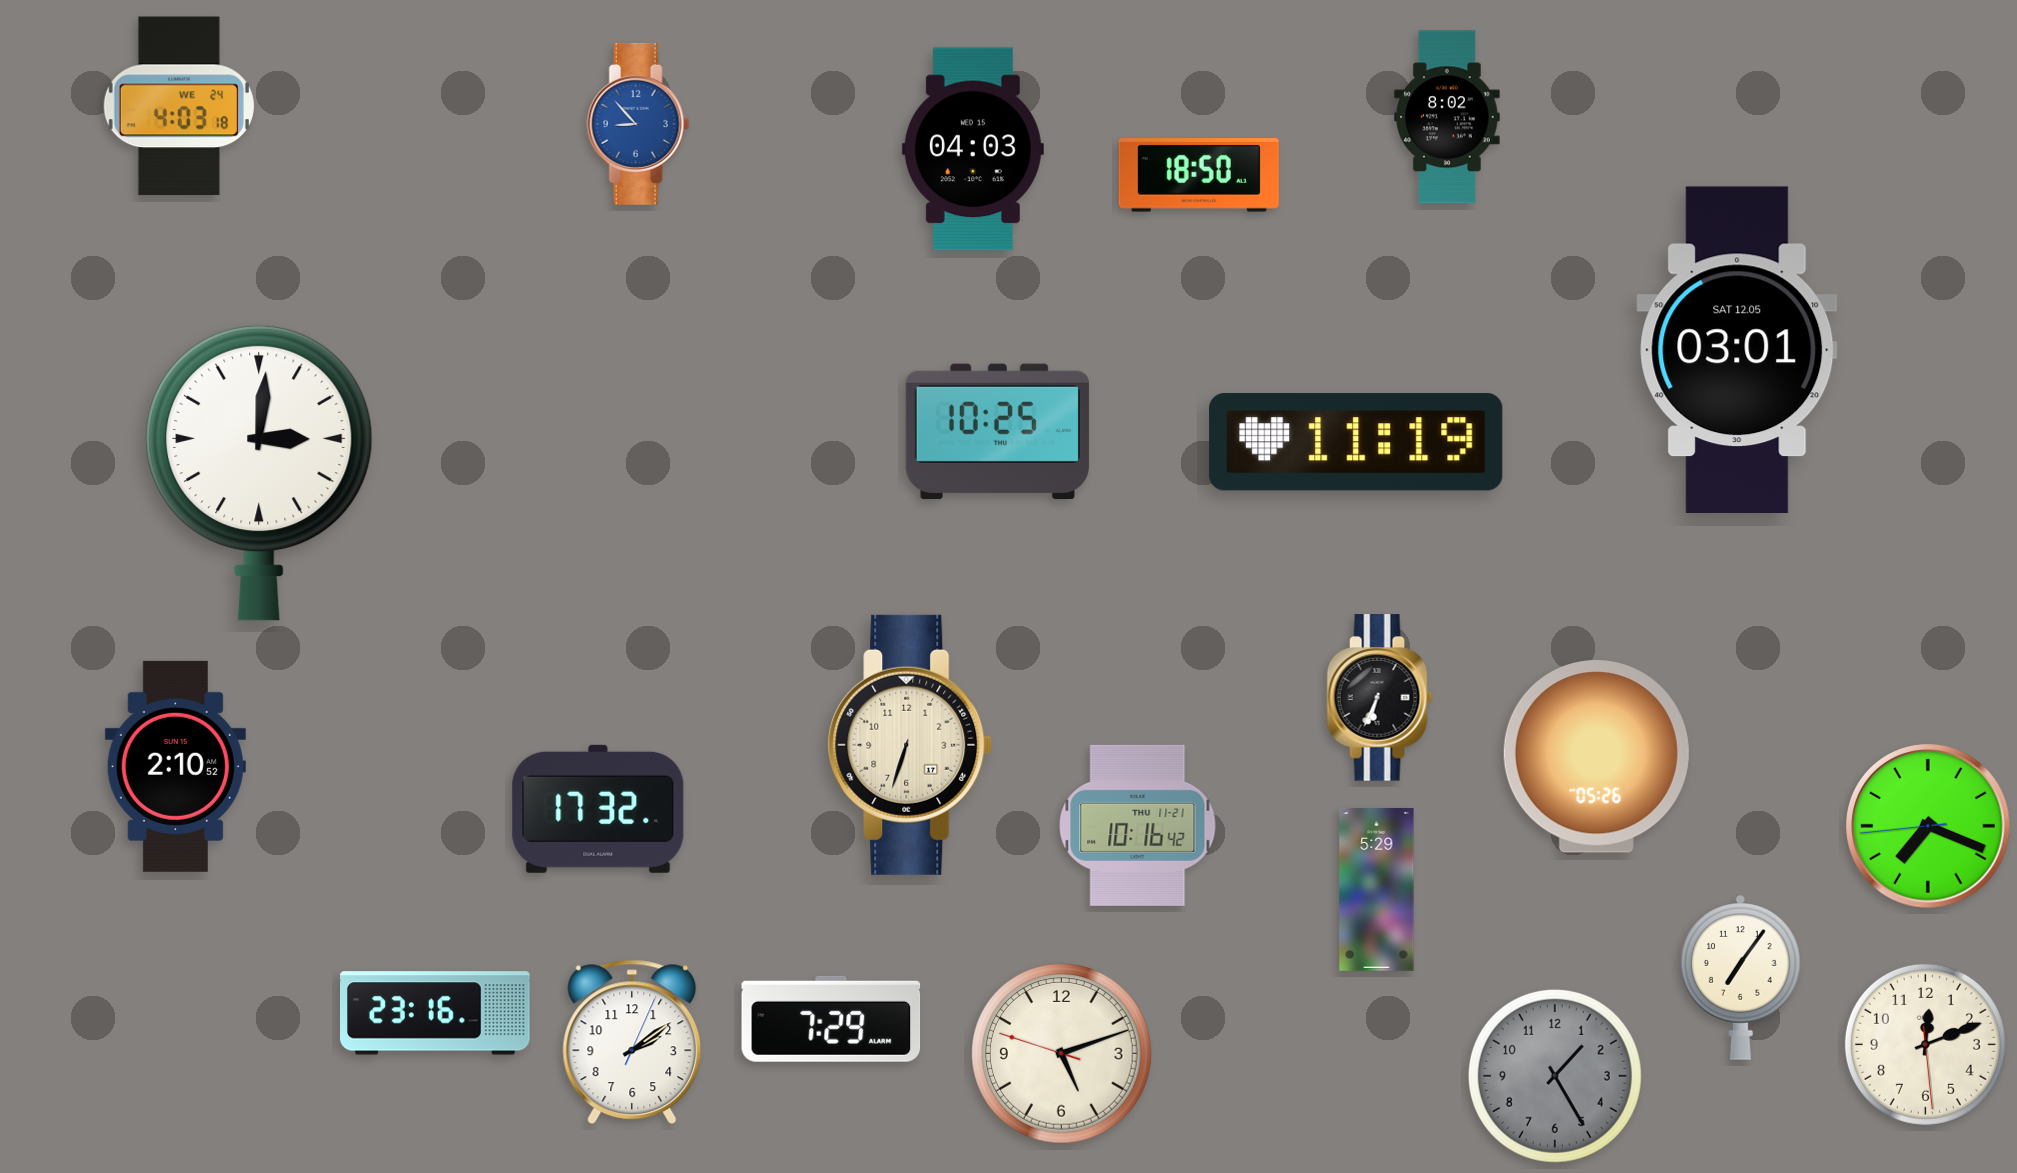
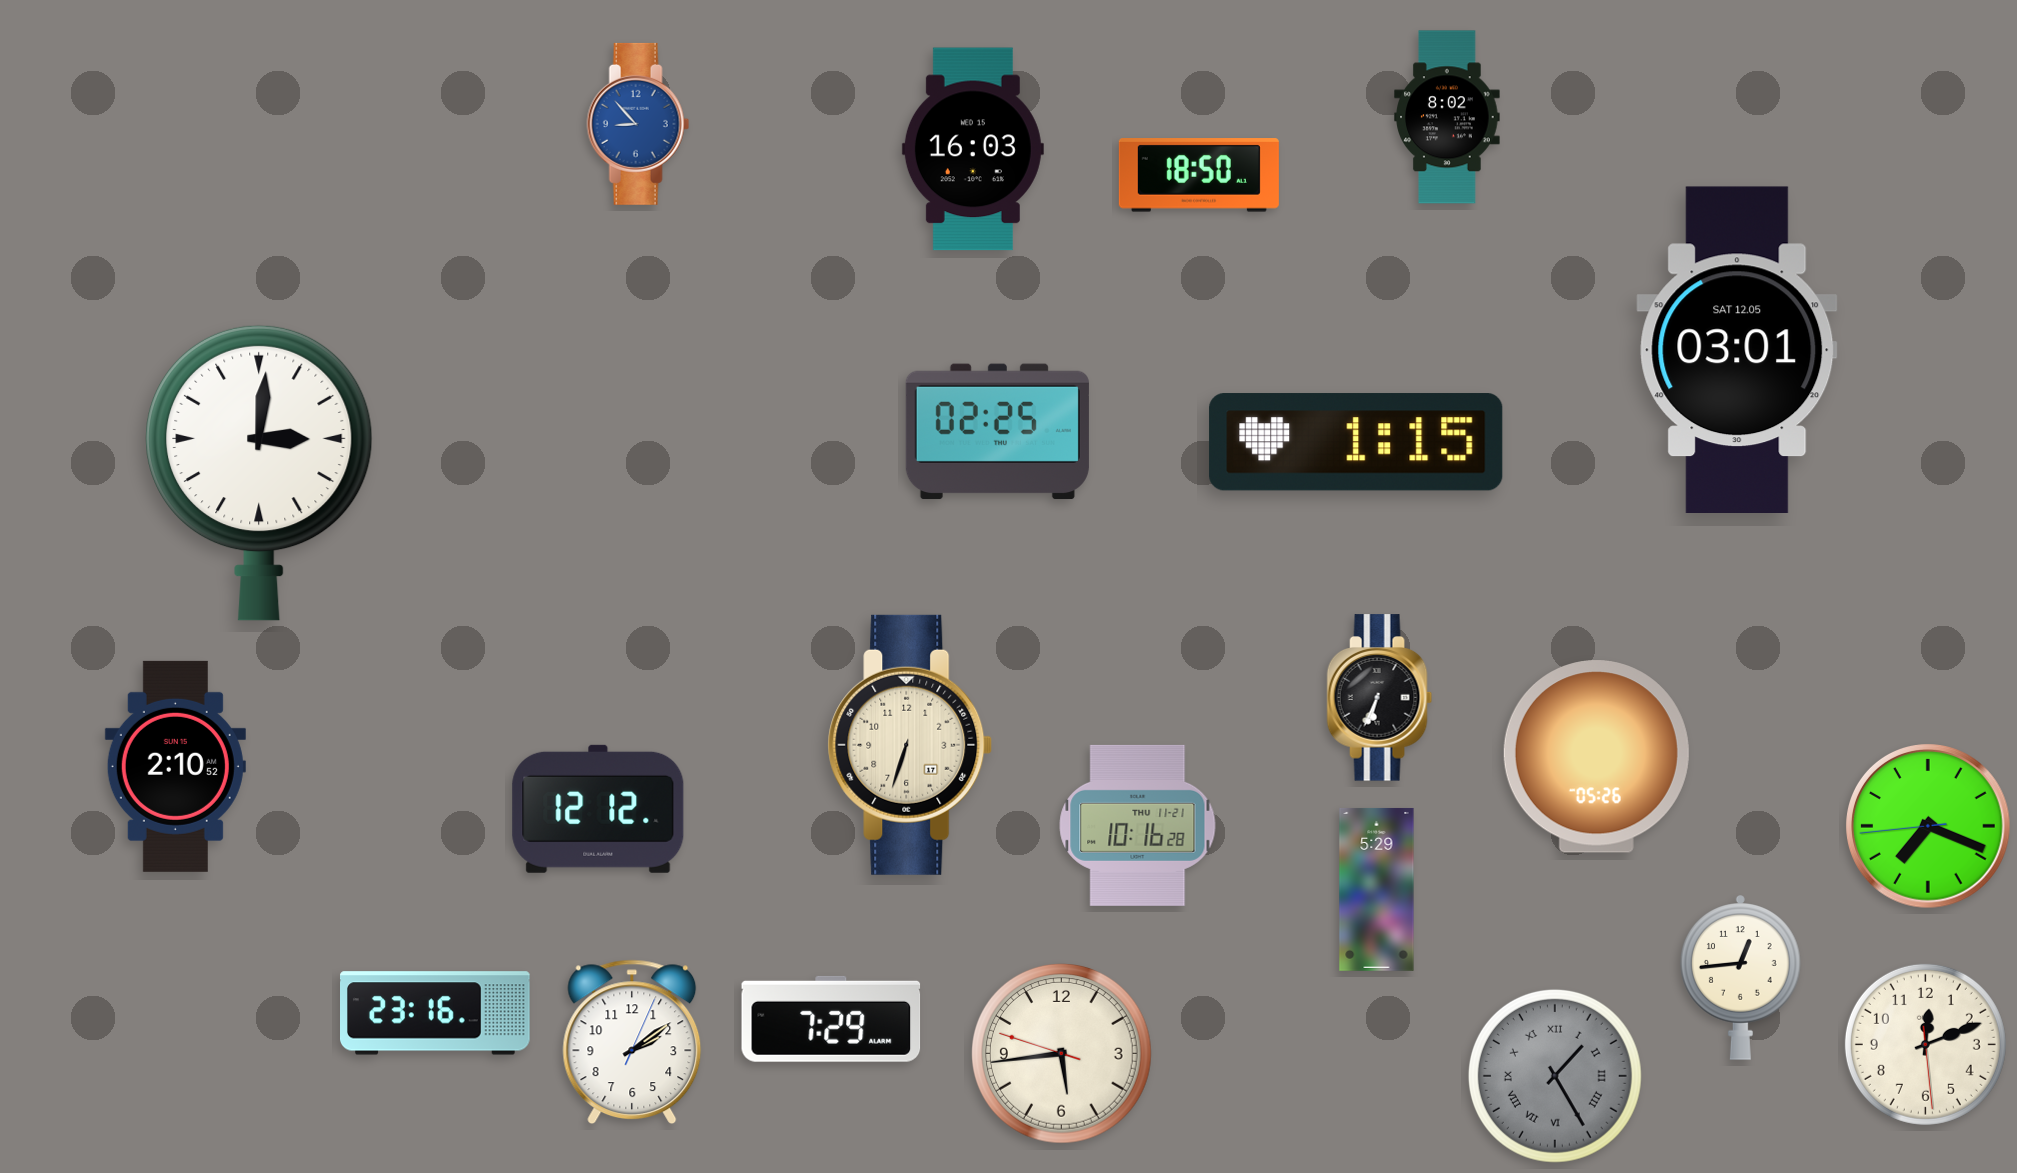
clock at (179, 106): 4:03 -> none
clock at (973, 149): 04:03 -> 16:03
clock at (997, 432): 10:25 -> 02:25
clock at (1356, 442): 11:19 -> 1:15
clock at (598, 809): 17:32 -> 12:12
clock at (1138, 825): 10:16:42 -> 10:16:28
clock at (1740, 977): 7:06 -> 12:44
clock at (1062, 1054): 5:11 -> 5:43
clock at (1555, 1076) numerals: Arabic -> Roman
